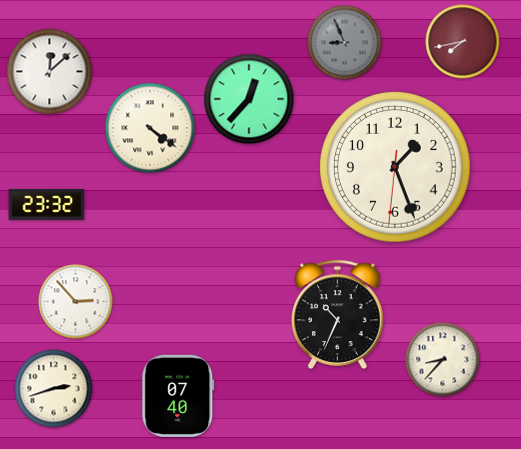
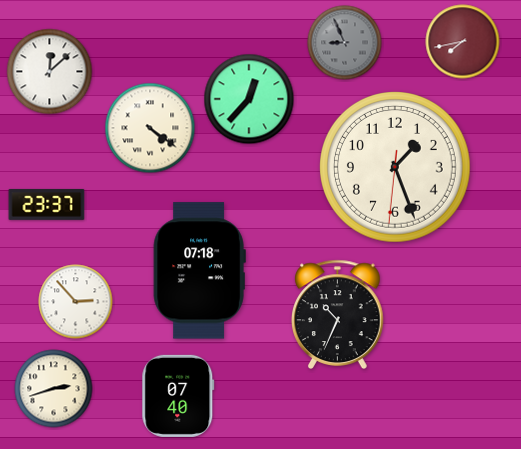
clock at (47, 204): 23:32 -> 23:37
clock at (199, 271): none -> 07:18
clock at (443, 360): 8:37 -> none
